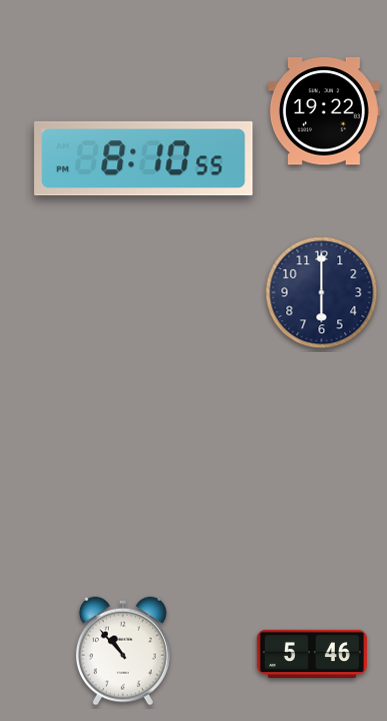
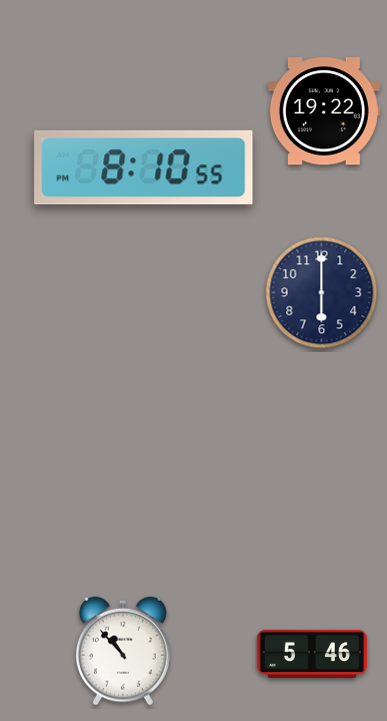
clock at (144, 159) position: (144, 159) -> (144, 168)
